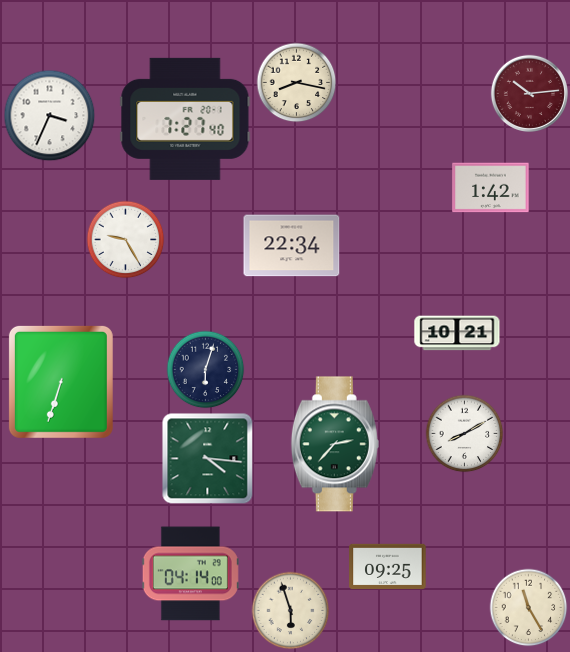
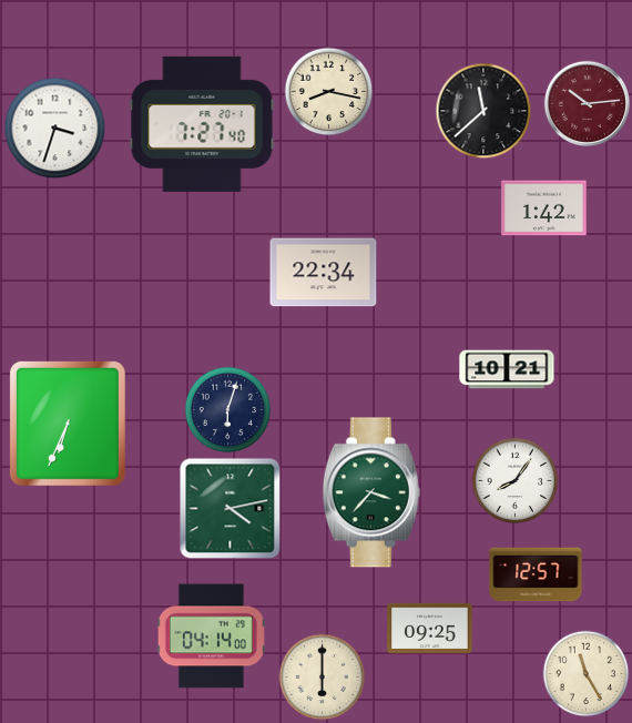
clock at (483, 111): none -> 11:38
clock at (49, 115): 3:34 -> 3:33
clock at (185, 119) position: (185, 119) -> (202, 124)
clock at (125, 239): 9:25 -> none
clock at (61, 382): 6:33 -> 6:34
clock at (464, 433): 8:10 -> 8:06
clock at (335, 444): 2:37 -> 3:37
clock at (207, 458): 4:16 -> 4:13
clock at (536, 574): none -> 12:57
clock at (290, 610): 5:57 -> 6:00
